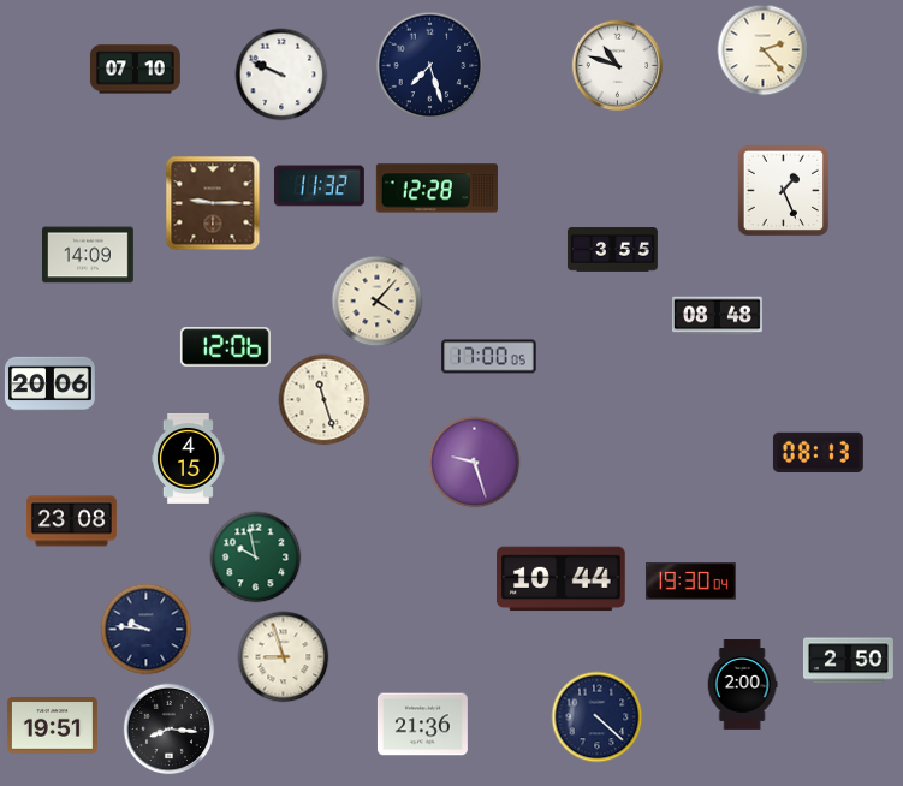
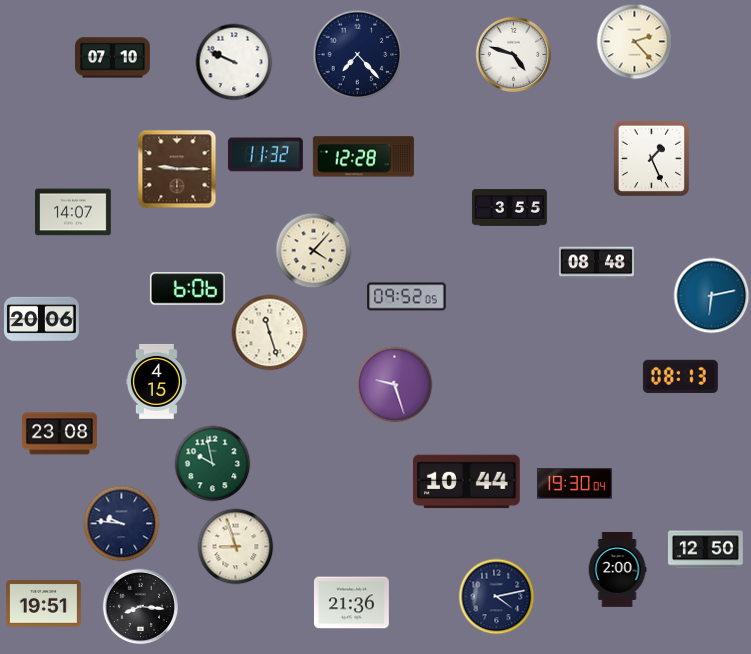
clock at (430, 66): 7:27 -> 7:23
clock at (618, 66): 10:48 -> 4:48
clock at (89, 255): 14:09 -> 14:07
clock at (225, 347): 12:06 -> 6:06
clock at (712, 296): none -> 6:13
clock at (489, 357): 17:00 -> 09:52
clock at (848, 661): 2:50 -> 12:50
clock at (598, 717): 4:22 -> 4:13
